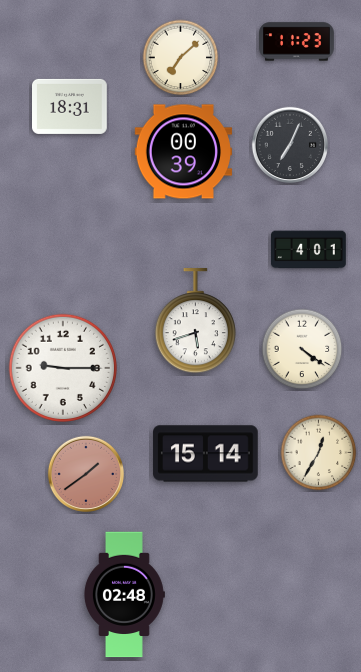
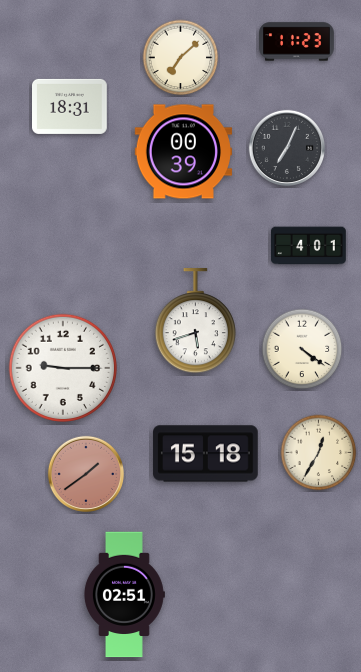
clock at (289, 144) position: (289, 144) -> (286, 147)
clock at (309, 250) position: (309, 250) -> (309, 246)
clock at (206, 454): 15:14 -> 15:18
clock at (124, 595): 02:48 -> 02:51
